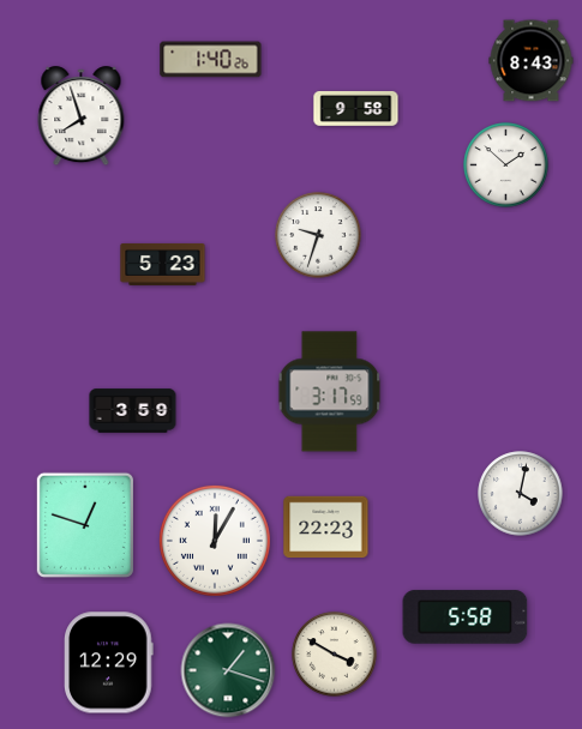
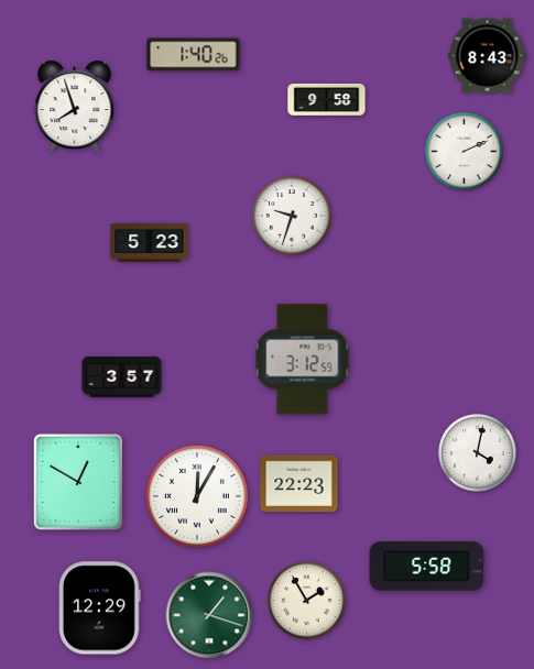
clock at (506, 165): 1:52 -> 2:11
clock at (330, 392): 3:17 -> 3:12
clock at (133, 411): 3:59 -> 3:57
clock at (85, 525): 12:48 -> 12:50
clock at (335, 655): 3:50 -> 1:55
